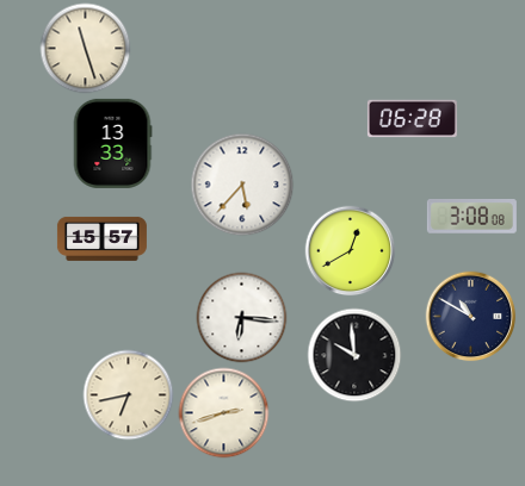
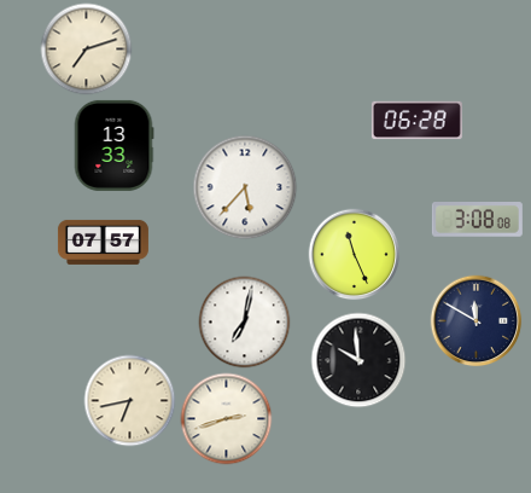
clock at (86, 49): 11:27 -> 7:12
clock at (101, 238): 15:57 -> 07:57
clock at (351, 251): 12:40 -> 11:26
clock at (471, 317): 10:50 -> 11:50
clock at (242, 318): 6:16 -> 7:02
